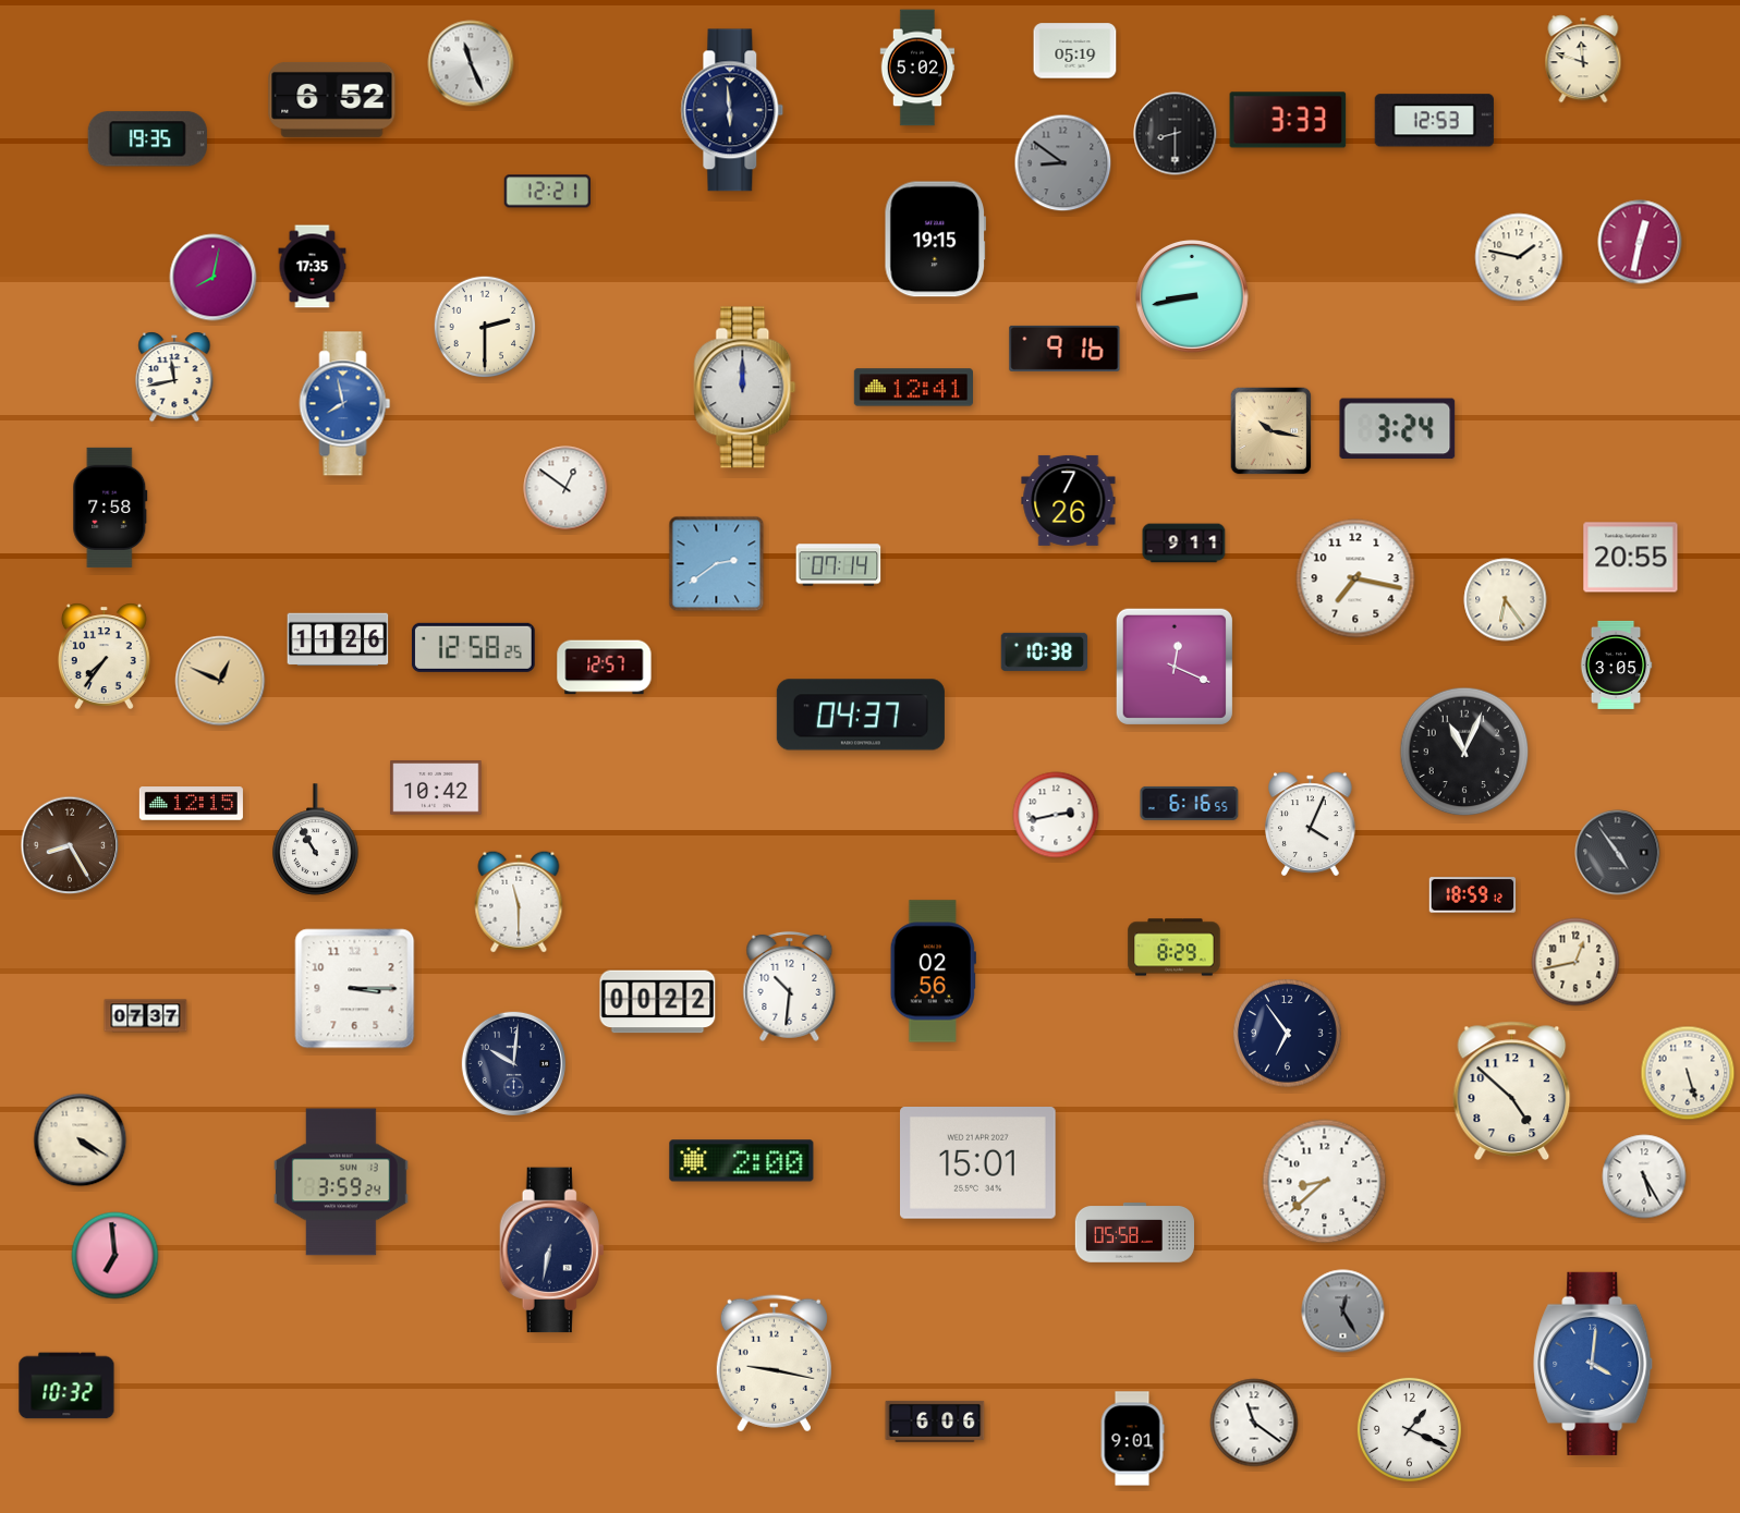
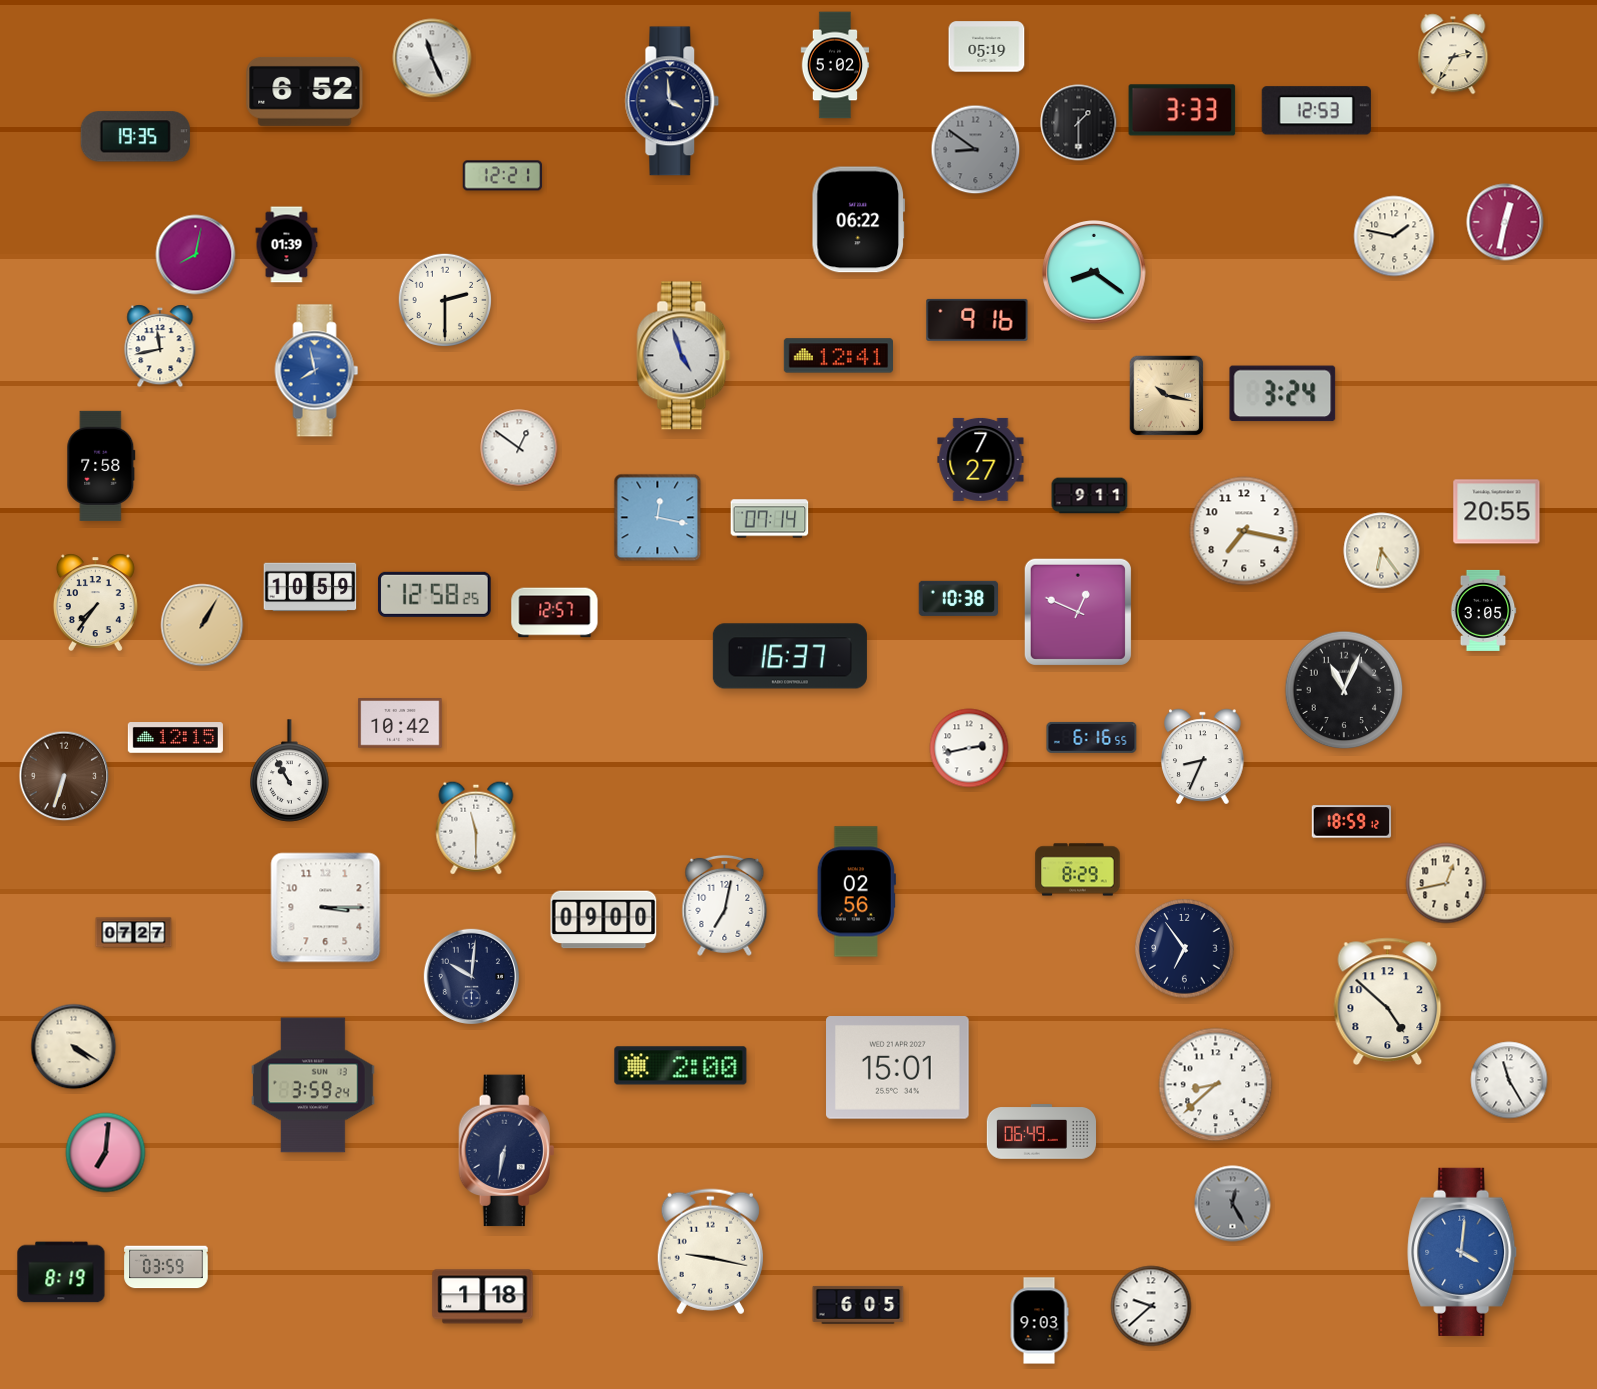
clock at (1583, 59): 11:48 -> 2:35
clock at (917, 68) position: (917, 68) -> (835, 65)
clock at (732, 110): 5:59 -> 3:59
clock at (1176, 134): 8:30 -> 1:30
clock at (147, 139) position: (147, 139) -> (135, 137)
clock at (935, 240): 19:15 -> 06:22
clock at (313, 267): 17:35 -> 01:39
clock at (1193, 297): 8:43 -> 8:21
clock at (745, 388): 12:00 -> 4:57
clock at (1069, 500): 7:26 -> 7:27
clock at (1184, 544) position: (1184, 544) -> (1090, 496)
clock at (717, 564): 2:39 -> 12:17
clock at (338, 639): 11:26 -> 10:59
clock at (1175, 667): 12:19 -> 12:49
clock at (220, 681): 12:49 -> 1:05
clock at (861, 715): 04:37 -> 16:37
clock at (1311, 825): 4:04 -> 8:34
clock at (70, 845): 8:25 -> 6:33
clock at (1618, 853): 4:54 -> none
clock at (790, 986): 10:31 -> 7:02
clock at (658, 1002): 00:22 -> 09:00
clock at (146, 1016): 07:37 -> 07:27
clock at (1288, 1034) position: (1288, 1034) -> (1185, 949)
clock at (1688, 1073): 5:27 -> none
clock at (1644, 1176): 5:25 -> 11:25
clock at (1134, 1233): 05:58 -> 06:49
clock at (552, 1250) position: (552, 1250) -> (507, 1151)
clock at (115, 1256): 6:59 -> 7:01
clock at (166, 1267): none -> 03:59
clock at (66, 1386): 10:32 -> 8:19
clock at (483, 1297): none -> 1:18
clock at (935, 1422): 6:06 -> 6:05
clock at (1254, 1423): 11:21 -> 9:38
clock at (1409, 1429): 1:19 -> none
clock at (1132, 1439): 9:01 -> 9:03
